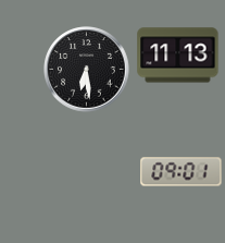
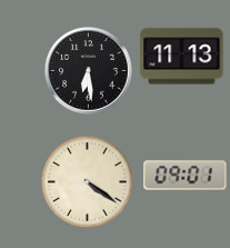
clock at (87, 181): none -> 4:21
